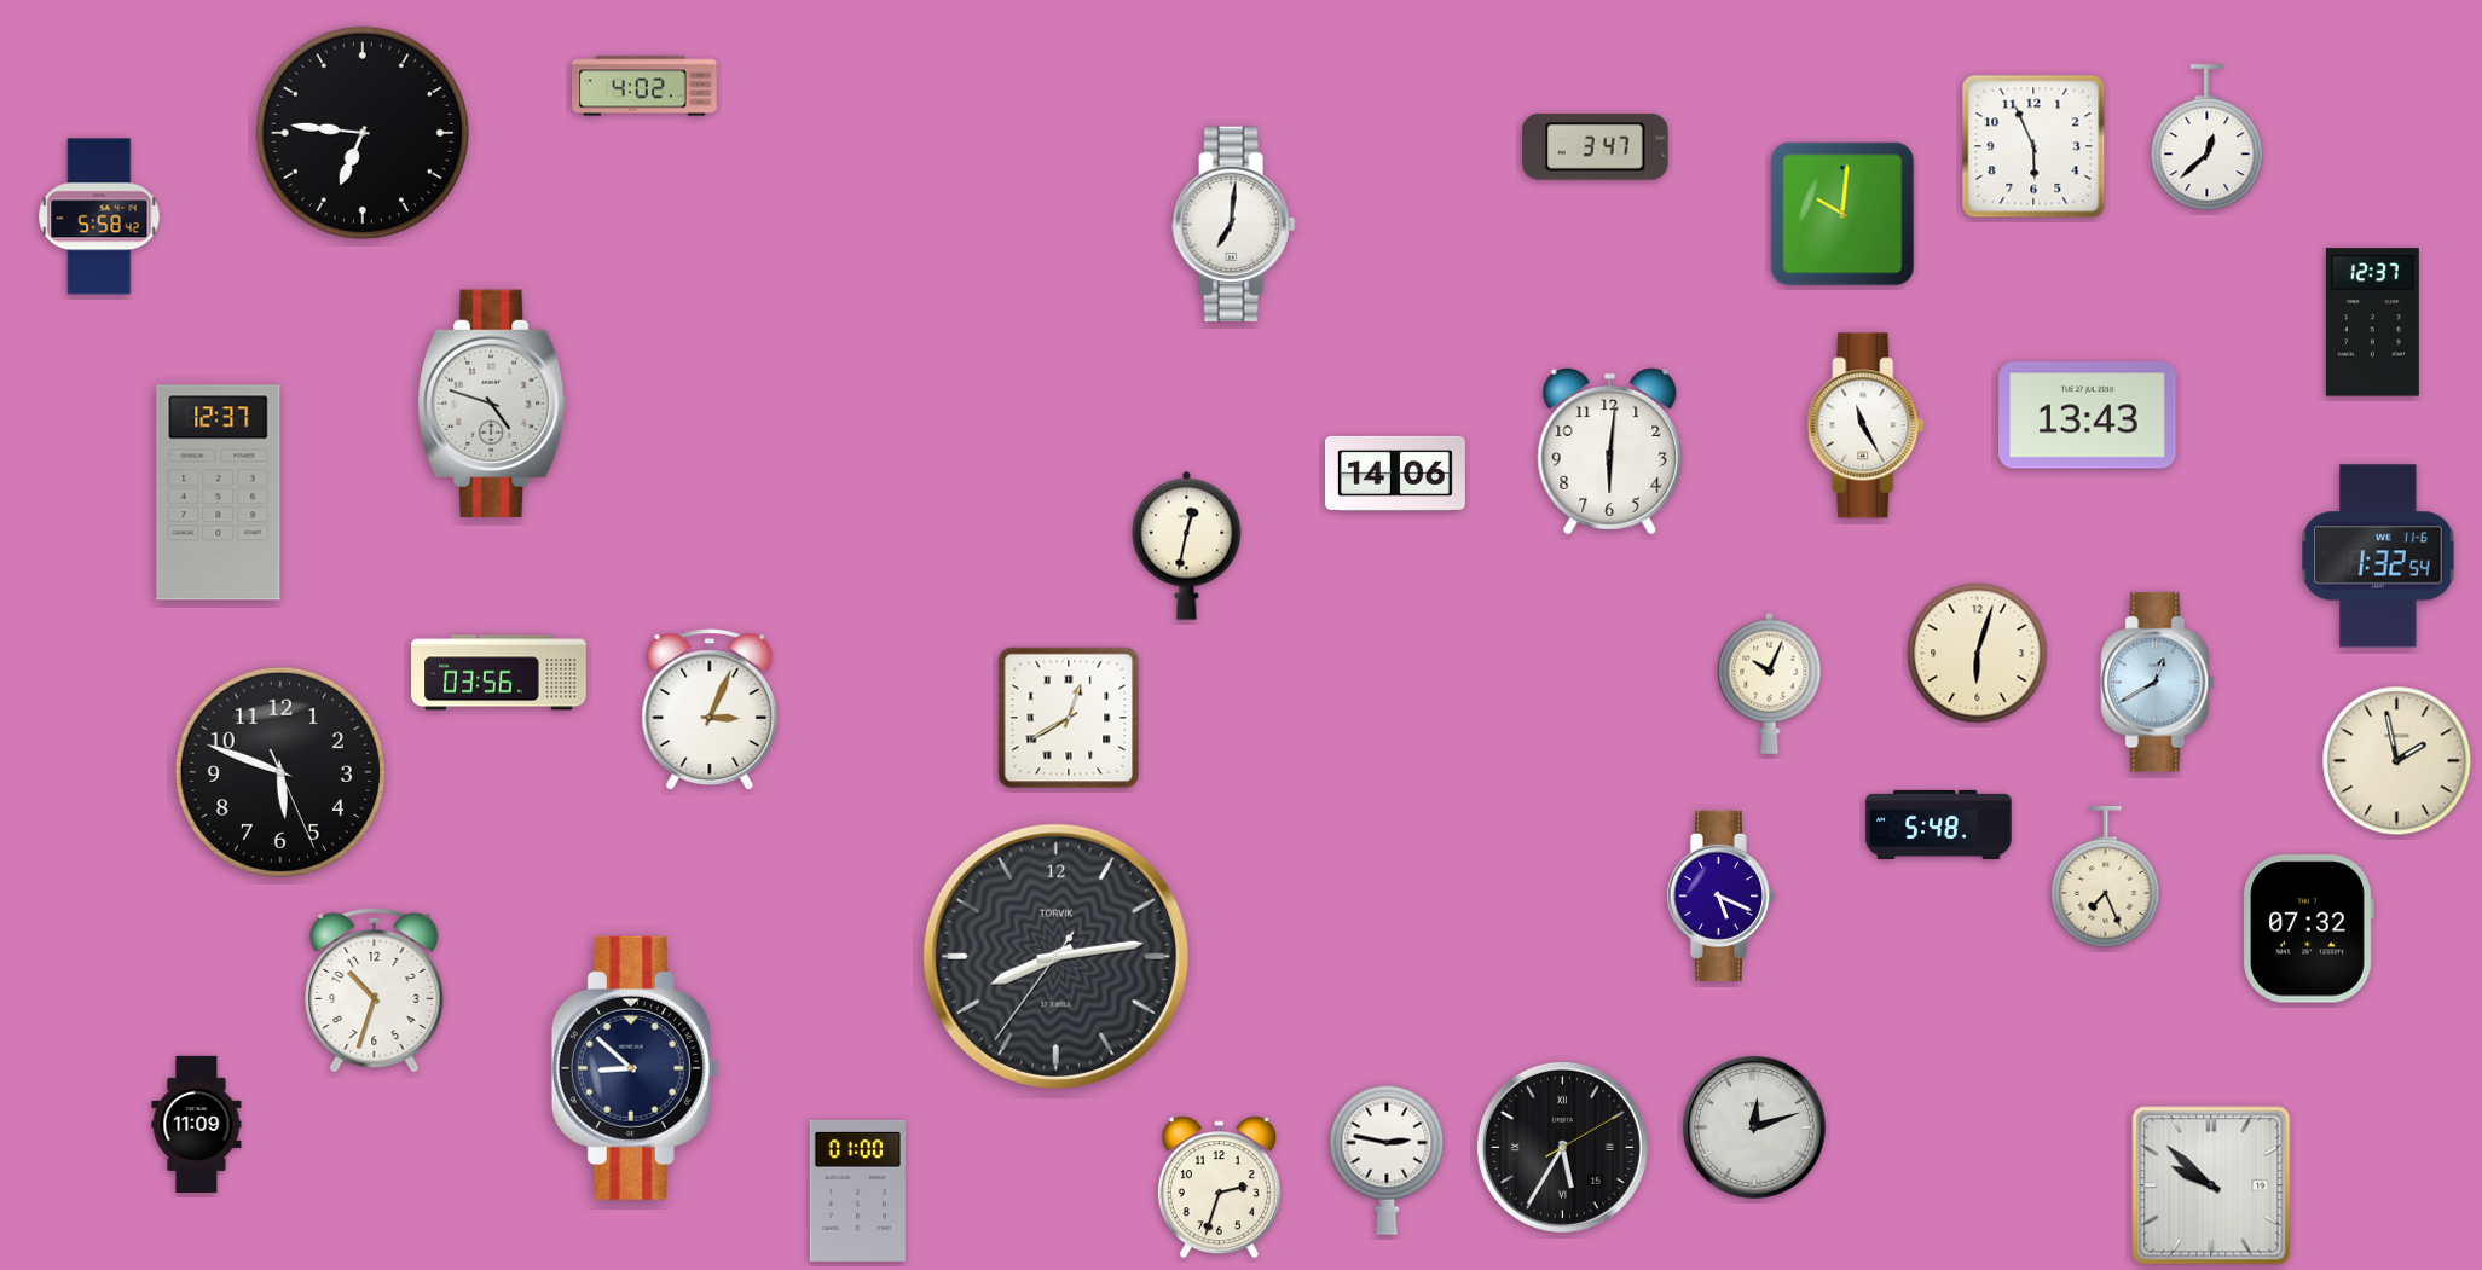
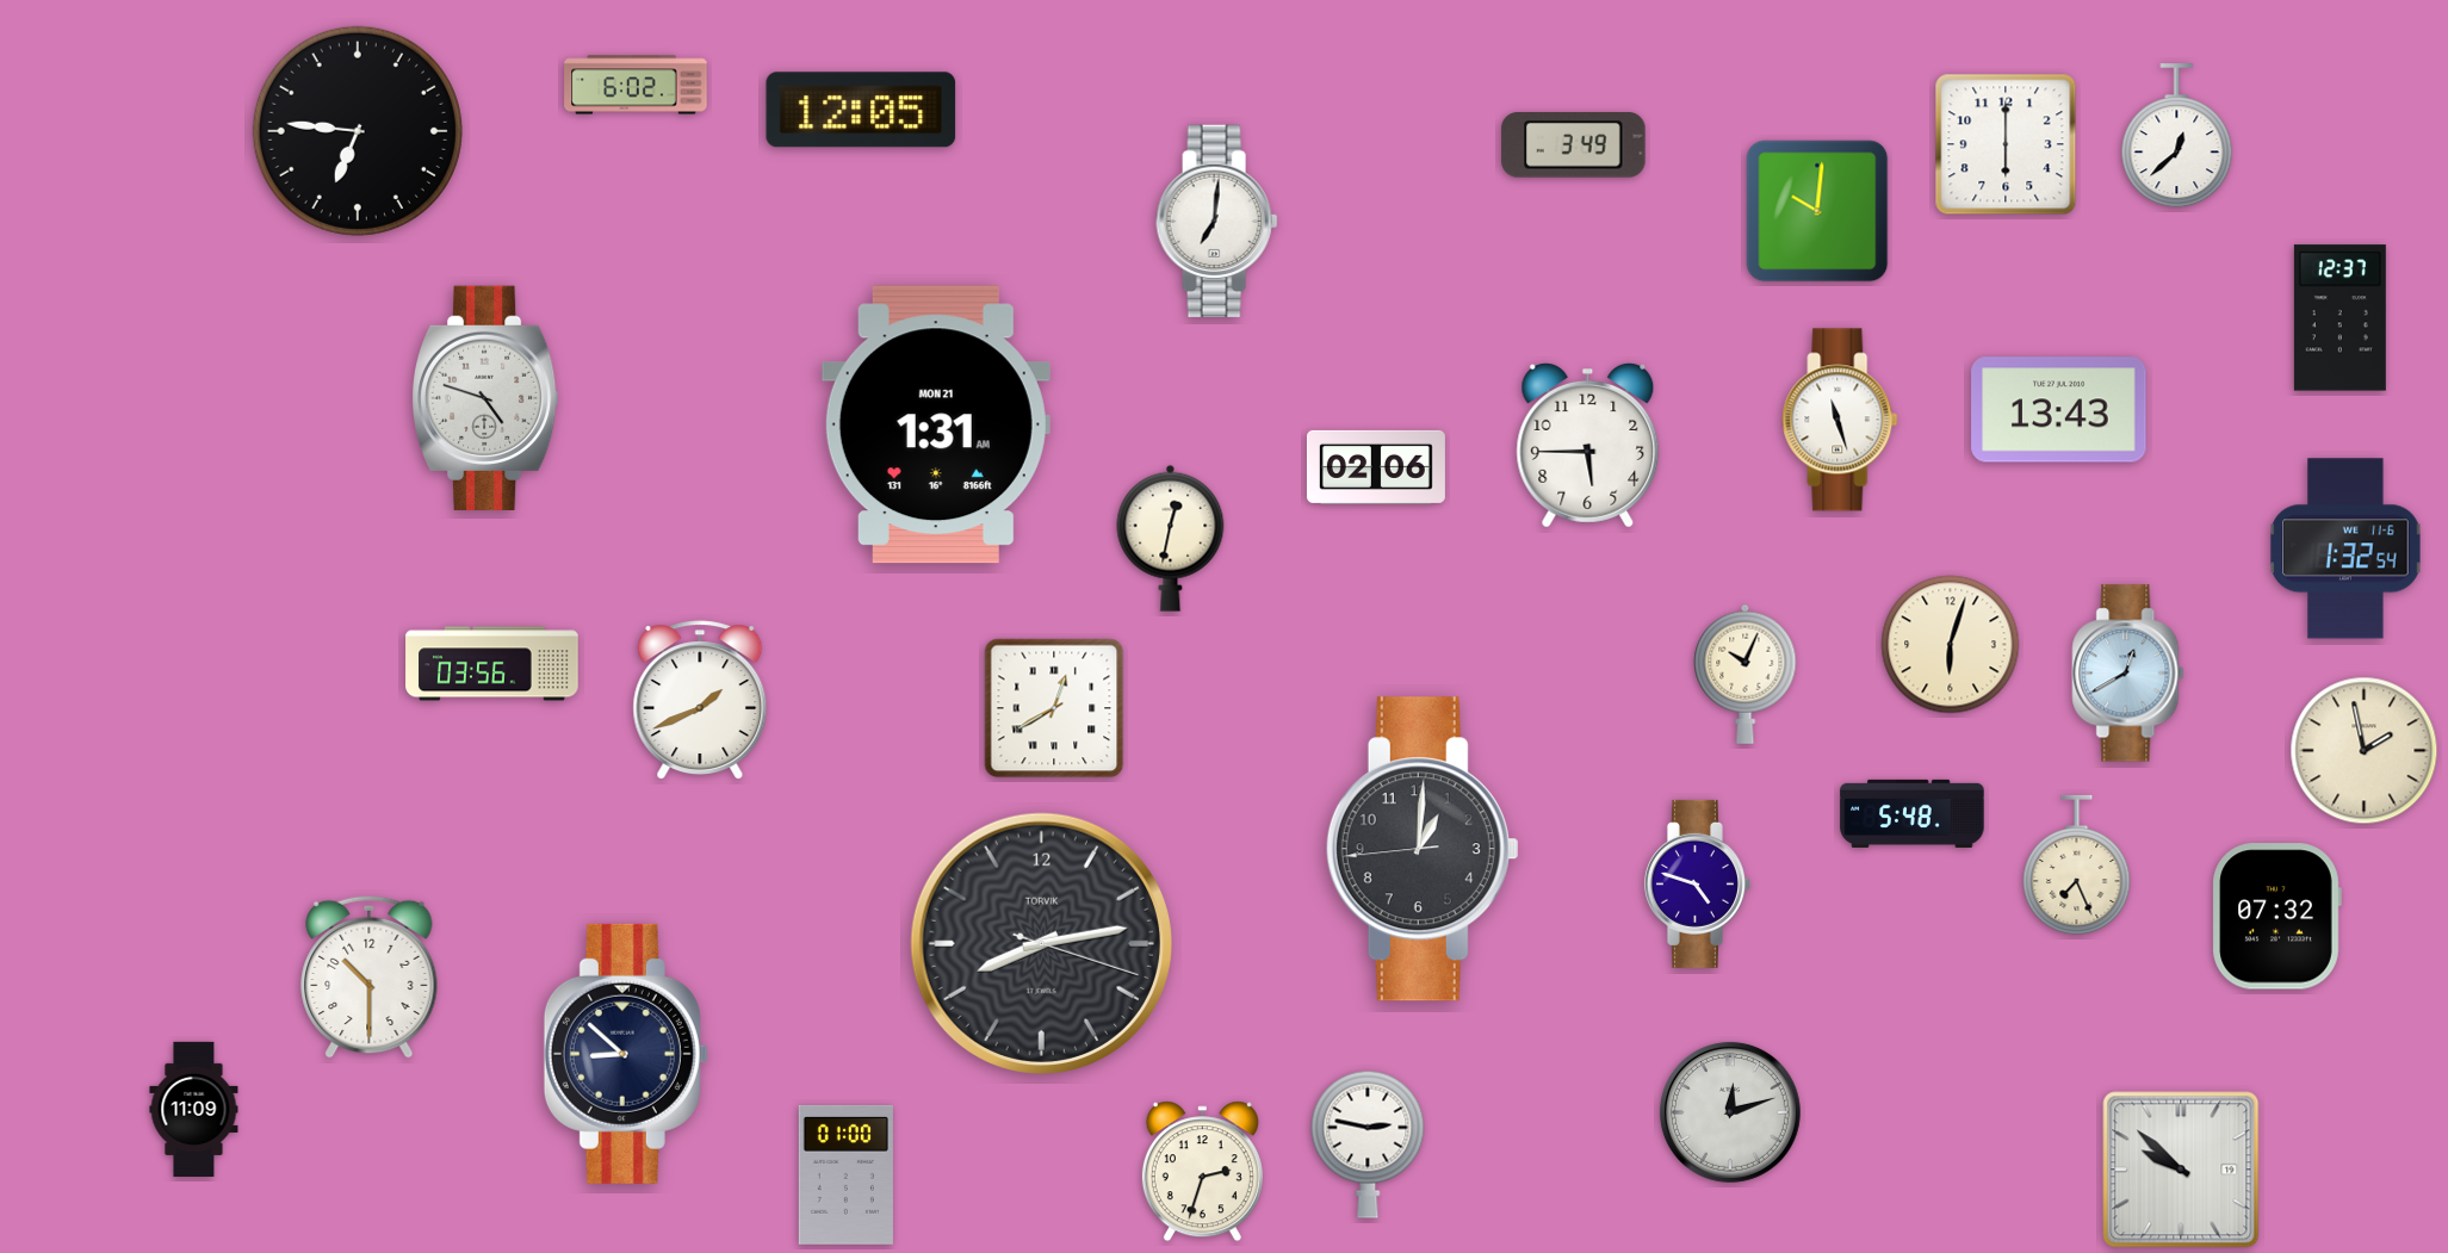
clock at (644, 86): 4:02 -> 6:02
clock at (861, 110): none -> 12:05
clock at (2033, 146): 5:56 -> 6:00
clock at (1596, 147): 3:47 -> 3:49
clock at (99, 216): 5:58 -> none
clock at (1865, 425): 11:25 -> 11:27
clock at (936, 424): none -> 1:31
clock at (1610, 451): 6:01 -> 5:45
clock at (1395, 474): 14:06 -> 02:06
clock at (219, 493): 12:37 -> none
clock at (710, 709): 3:04 -> 1:41
clock at (280, 772): 5:48 -> none
clock at (1423, 849): none -> 1:00
clock at (1720, 895): 5:19 -> 4:48
clock at (1055, 956): 8:13:36 -> 8:13:18
clock at (375, 990): 10:33 -> 10:30
clock at (1562, 1147): 5:35 -> none
